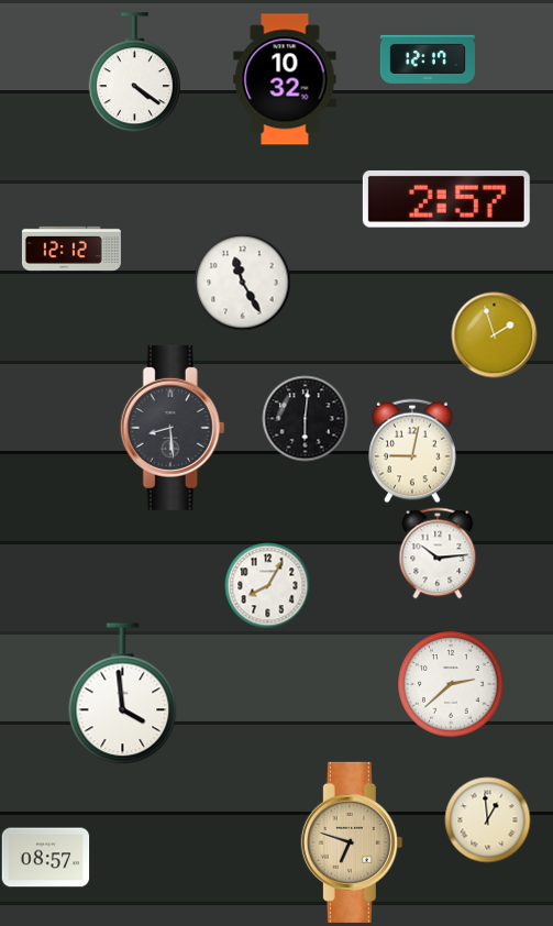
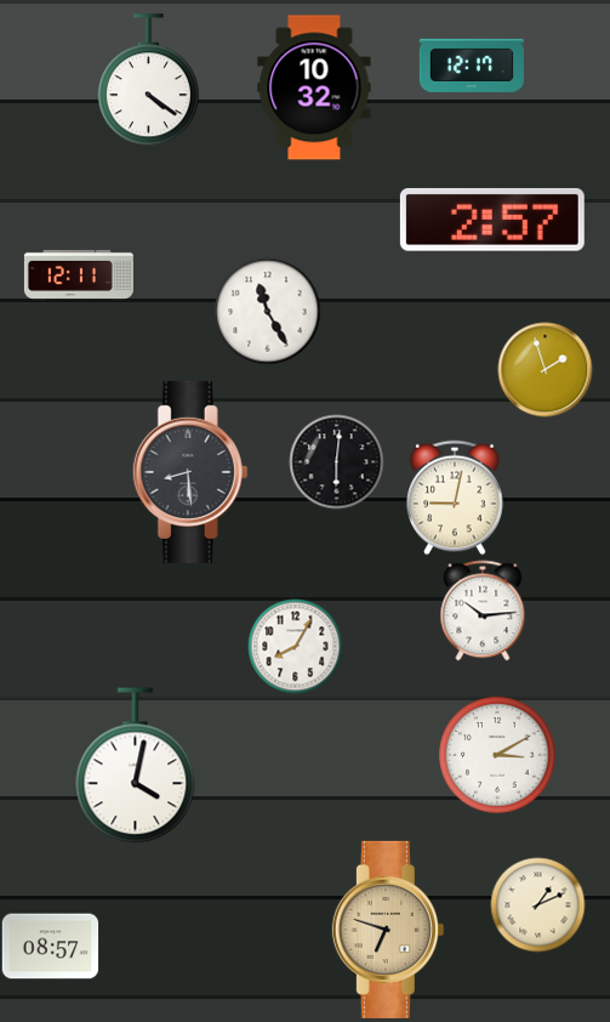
clock at (71, 250): 12:12 -> 12:11
clock at (451, 684): 2:38 -> 3:10
clock at (123, 694): 3:59 -> 4:02
clock at (487, 819): 12:59 -> 1:11
